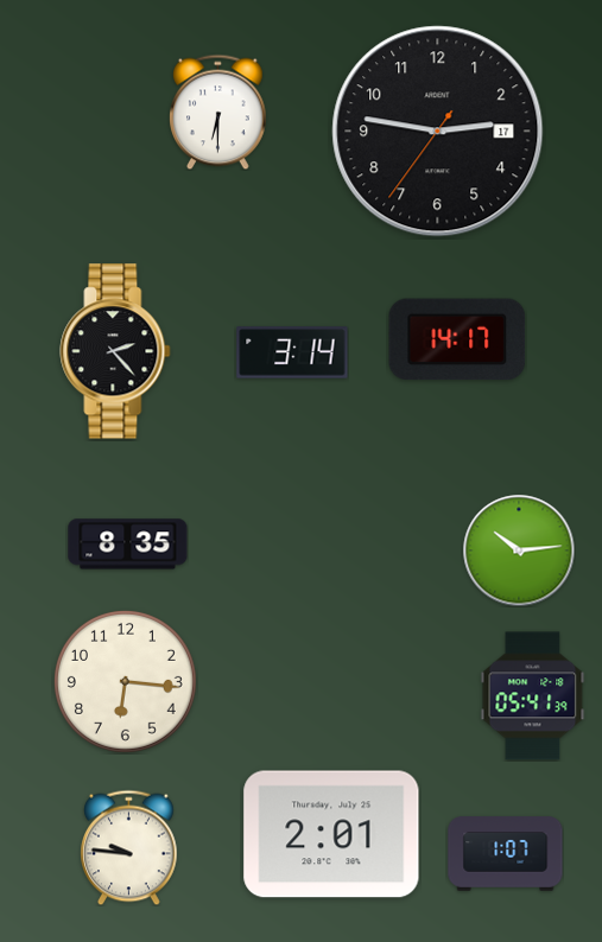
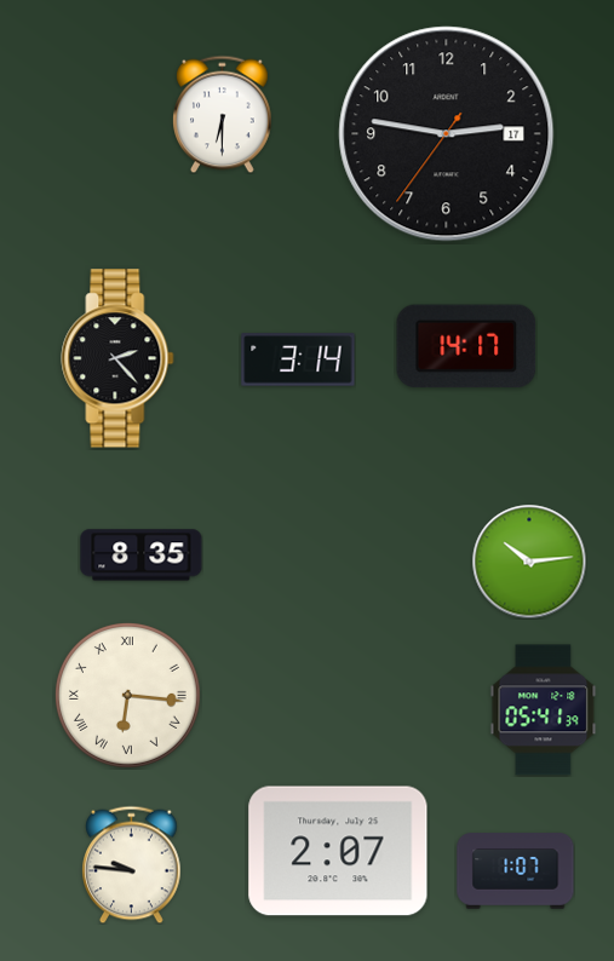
clock at (128, 545) position: (128, 545) -> (142, 556)
clock at (125, 681) numerals: Arabic -> Roman
clock at (331, 834): 2:01 -> 2:07
